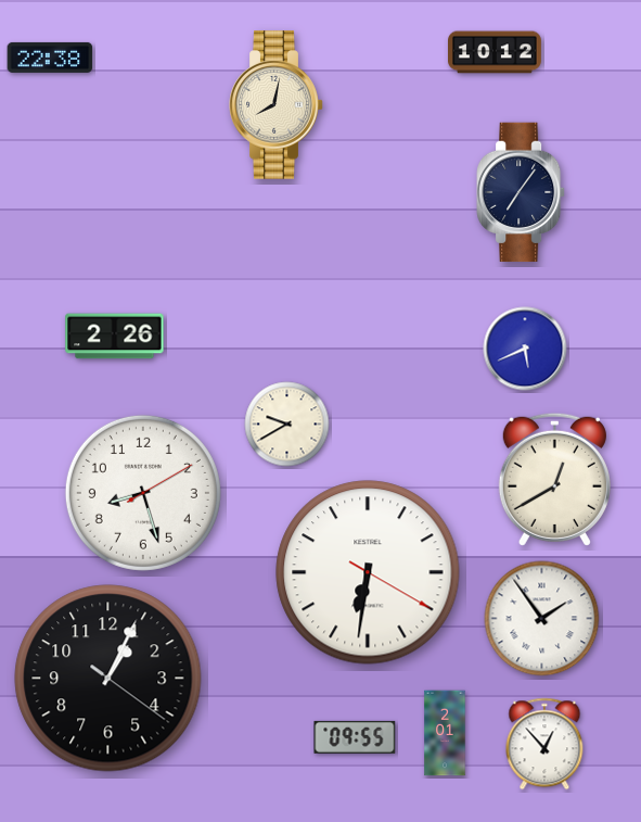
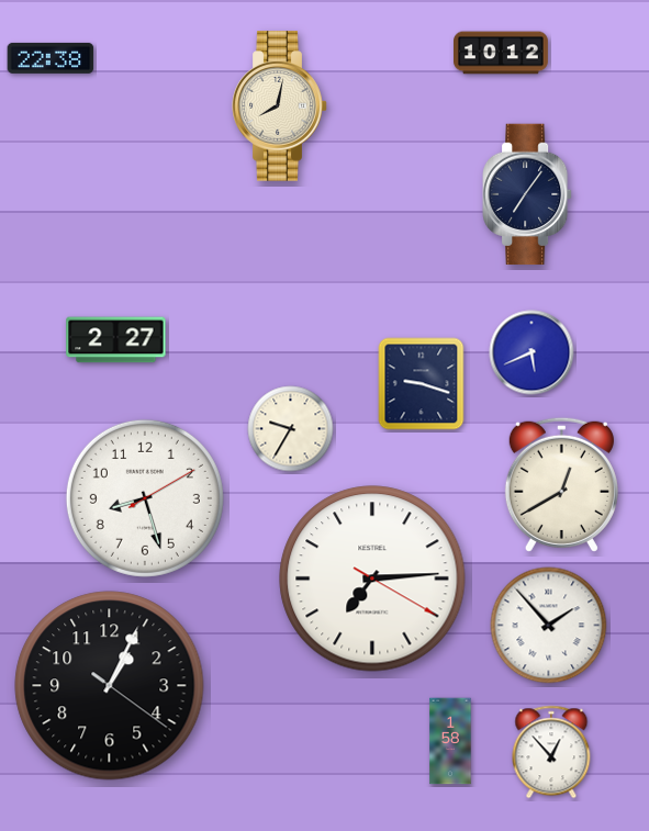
clock at (115, 337): 2:26 -> 2:27
clock at (422, 384): none -> 9:18
clock at (287, 425): 9:40 -> 9:35
clock at (368, 572): 6:31 -> 7:14
clock at (542, 619): 1:54 -> 1:53
clock at (445, 733): 2:01 -> 1:58
clock at (355, 737): 09:55 -> none
